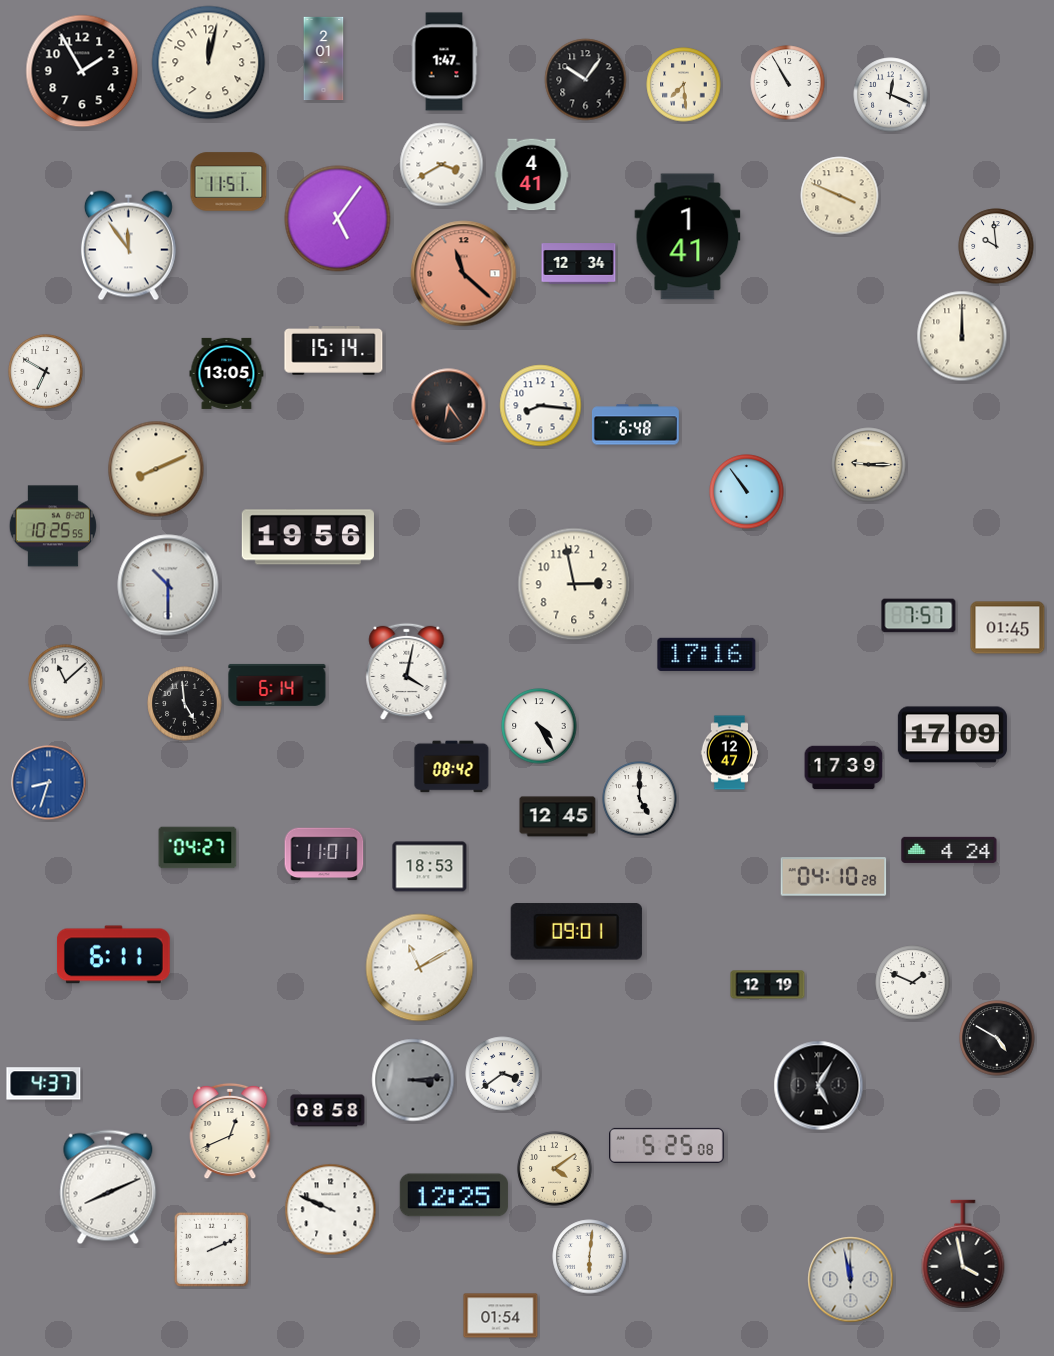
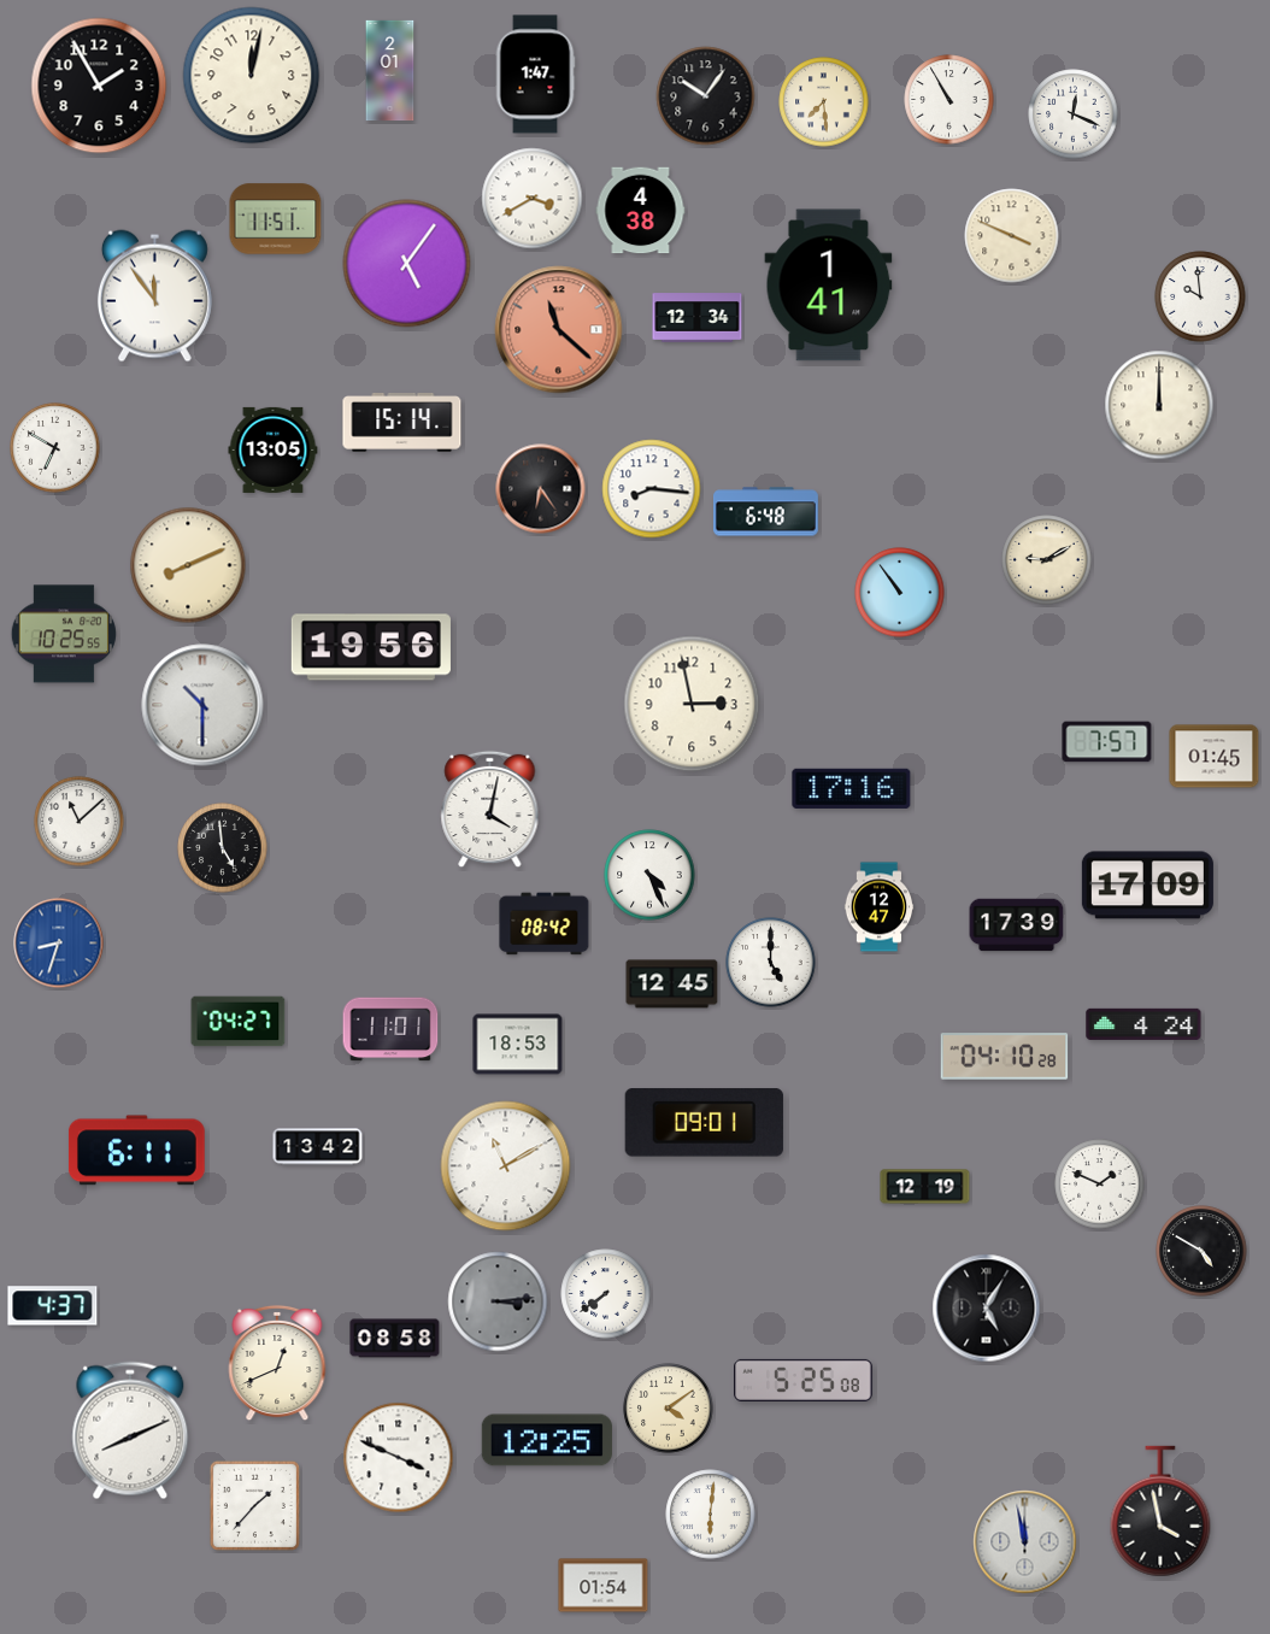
clock at (532, 175): 4:41 -> 4:38
clock at (869, 465): 9:15 -> 9:10
clock at (277, 685): 6:14 -> none
clock at (539, 726): 4:25 -> 4:26
clock at (576, 932) position: (576, 932) -> (704, 1123)
clock at (318, 1147): none -> 13:42
clock at (503, 1074): 3:39 -> 7:39
clock at (331, 1210): 9:49 -> 3:49
clock at (211, 1249): 2:11 -> 1:37
